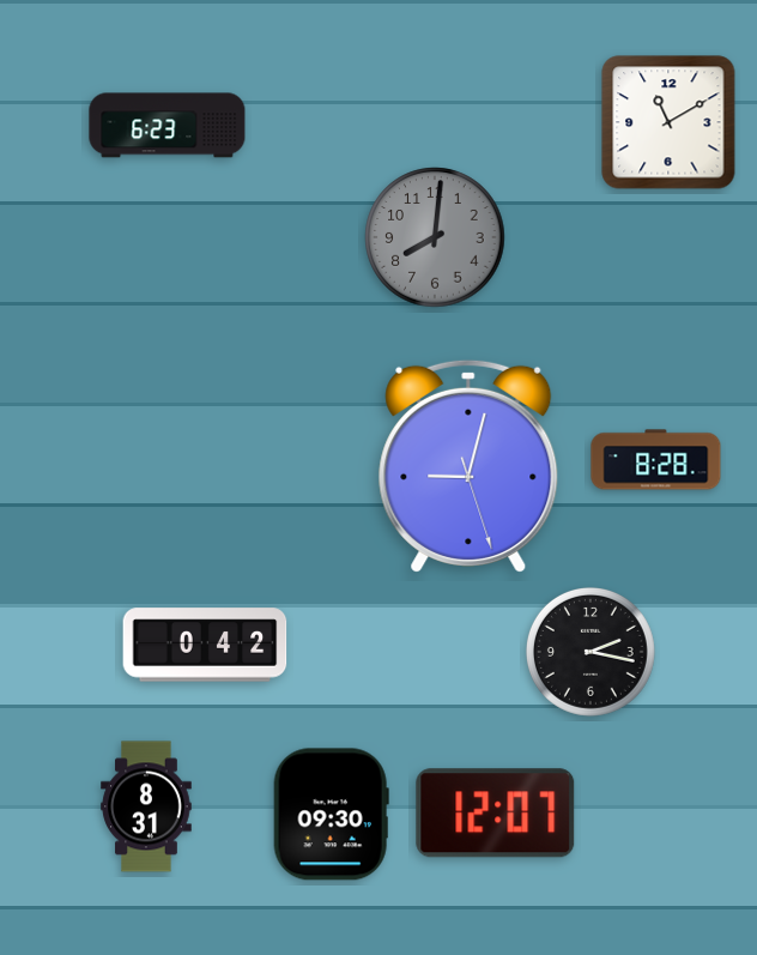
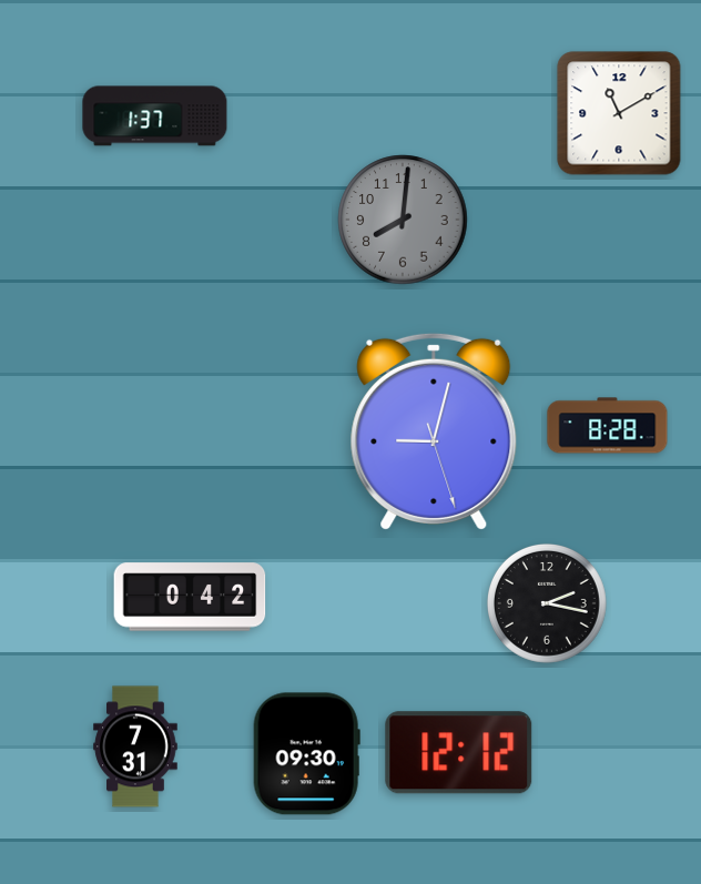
clock at (168, 126): 6:23 -> 1:37
clock at (146, 806): 8:31 -> 7:31
clock at (496, 814): 12:07 -> 12:12
